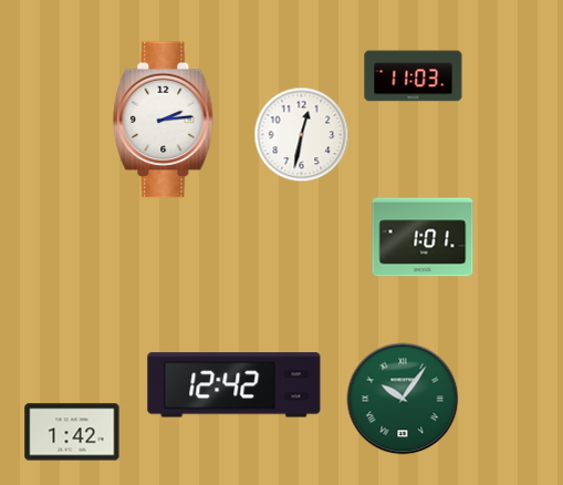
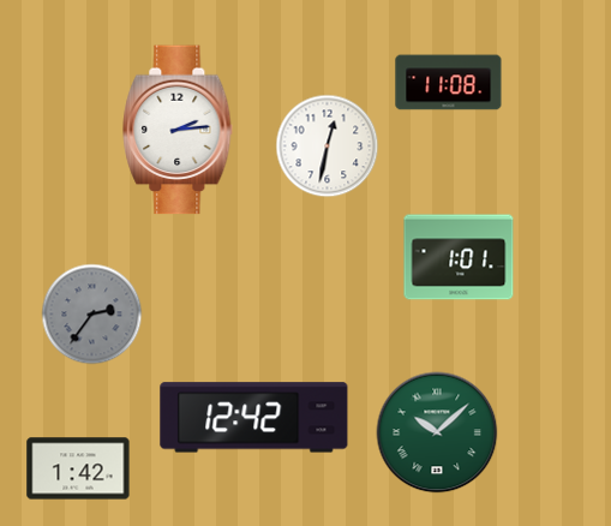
clock at (414, 76): 11:03 -> 11:08
clock at (92, 315): none -> 2:36
clock at (403, 399): 10:06 -> 10:08
